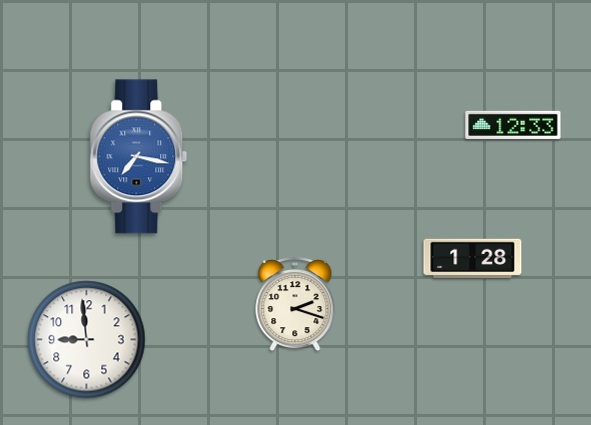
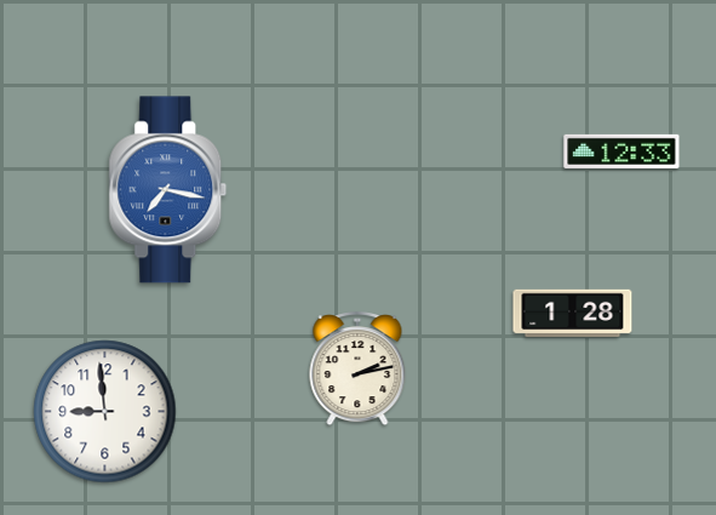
clock at (295, 305): 2:18 -> 2:13
